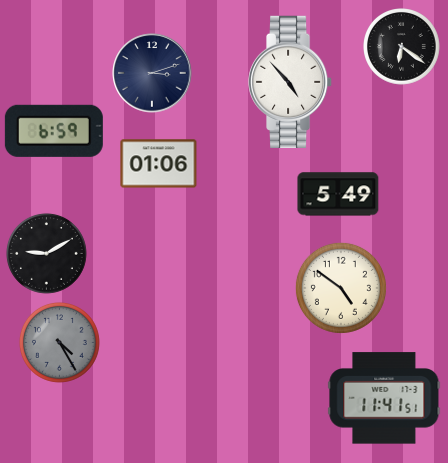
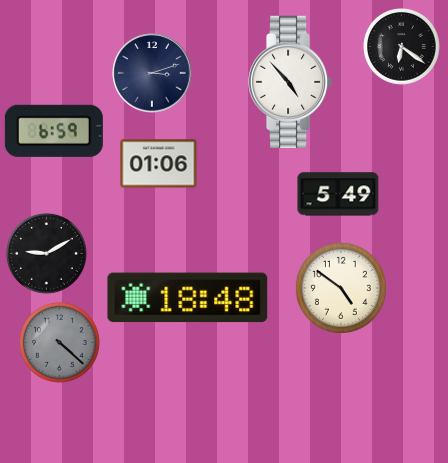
clock at (188, 298): none -> 18:48
clock at (59, 342): 4:25 -> 4:22
clock at (384, 398): 11:41 -> none
